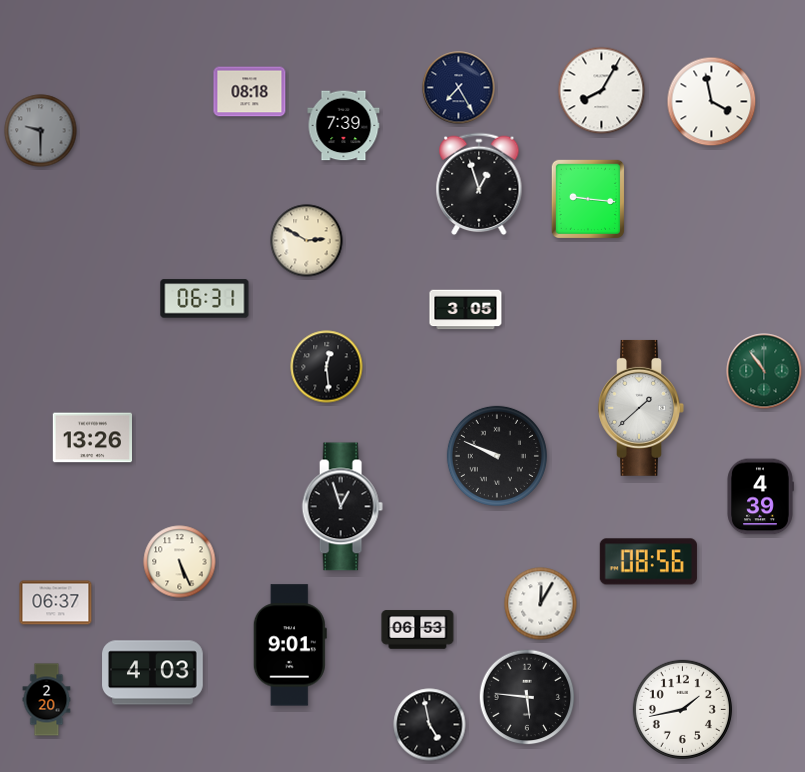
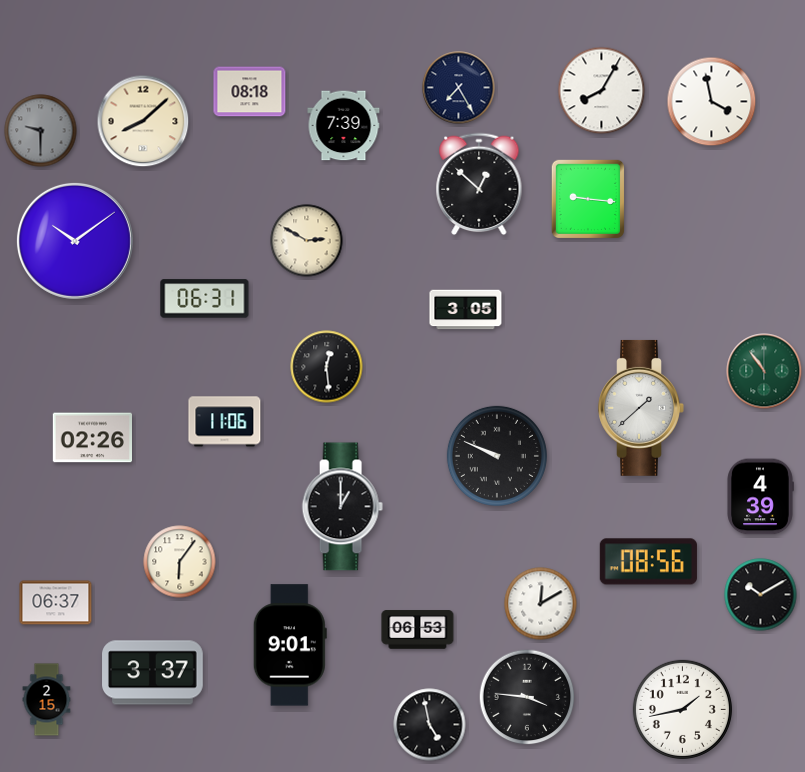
clock at (143, 121): none -> 8:08
clock at (479, 184): 12:57 -> 12:52
clock at (75, 241): none -> 10:09
clock at (225, 422): none -> 11:06
clock at (92, 438): 13:26 -> 02:26
clock at (342, 507): 12:57 -> 1:00
clock at (180, 562): 5:26 -> 6:06
clock at (761, 595): none -> 10:10
clock at (541, 604): 12:05 -> 12:10
clock at (153, 673): 4:03 -> 3:37
clock at (527, 697): 5:46 -> 3:46
clock at (47, 700): 2:20 -> 2:15
